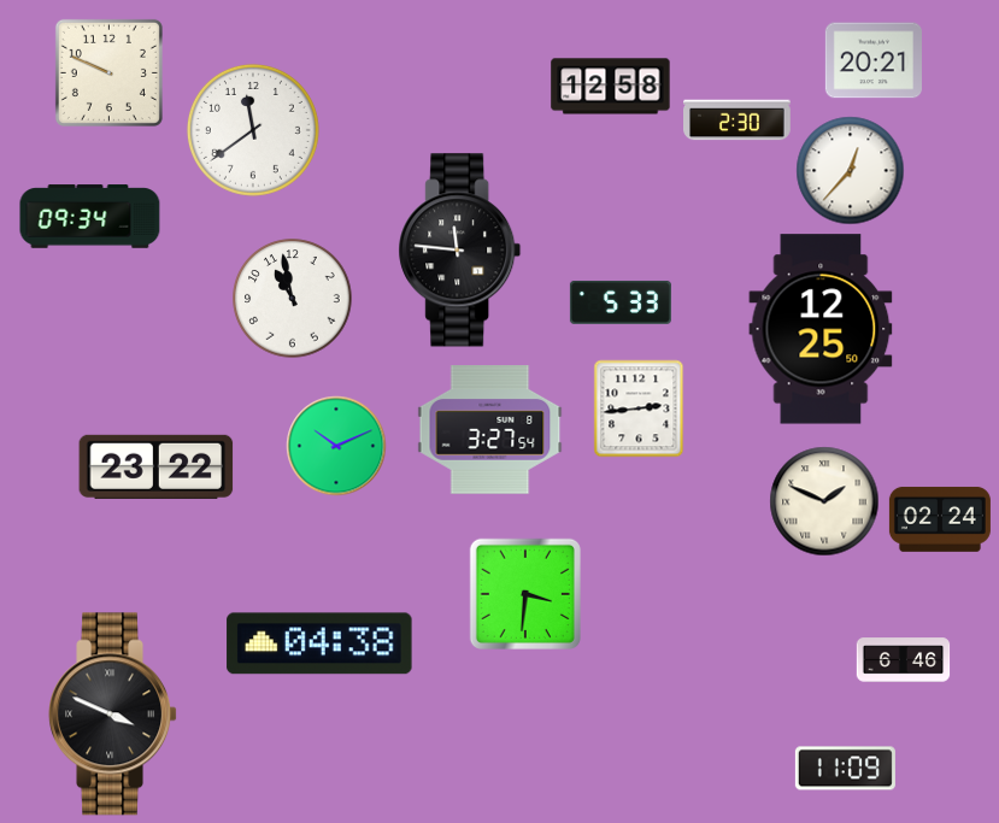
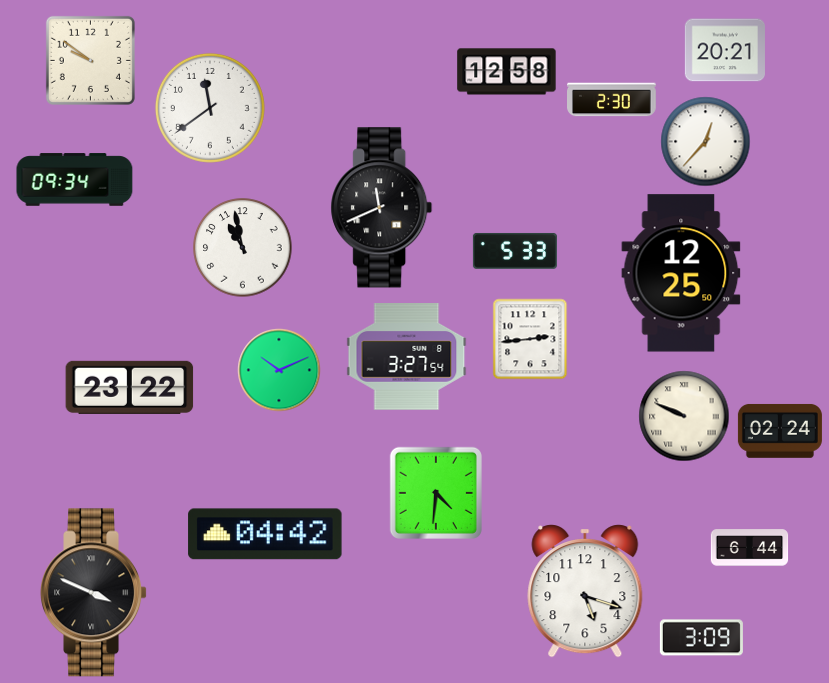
clock at (108, 72): 9:49 -> 9:51
clock at (460, 251): 11:46 -> 11:41
clock at (824, 501): 1:49 -> 9:49
clock at (525, 594): 3:31 -> 4:31
clock at (319, 643): 04:38 -> 04:42
clock at (903, 660): 6:46 -> 6:44
clock at (585, 591): none -> 5:18
clock at (845, 769): 11:09 -> 3:09
